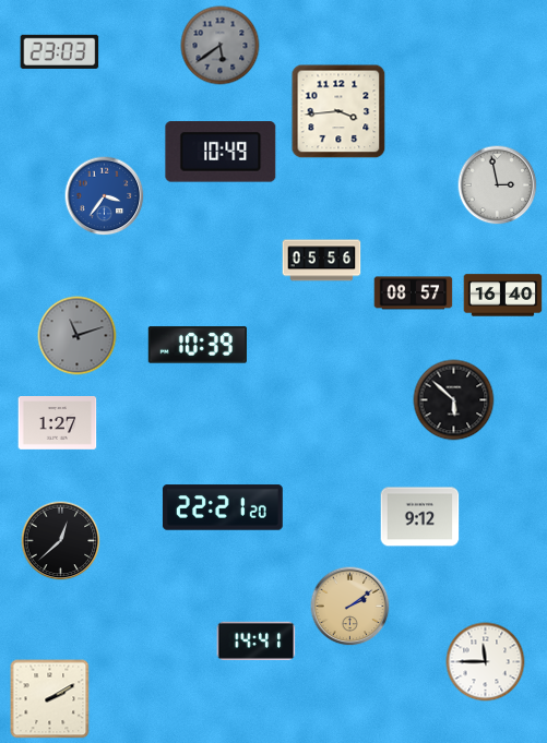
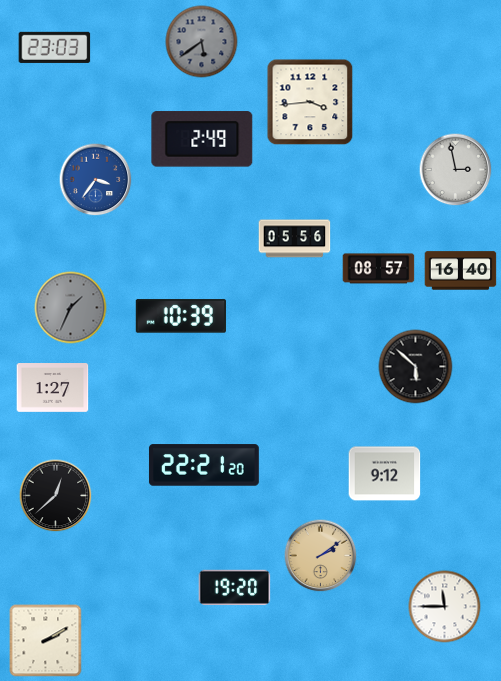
clock at (221, 152): 10:49 -> 2:49
clock at (78, 336): 11:12 -> 1:34
clock at (257, 640): 14:41 -> 19:20
